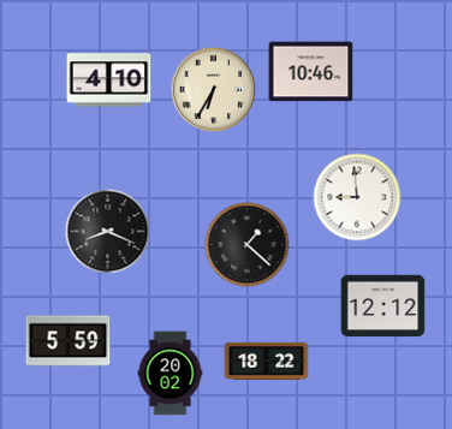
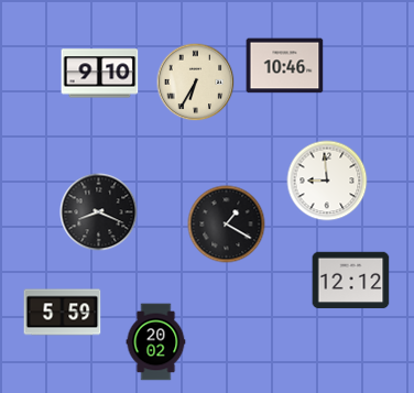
clock at (109, 81): 4:10 -> 9:10
clock at (248, 245): 1:22 -> 1:20
clock at (267, 361): 18:22 -> none
